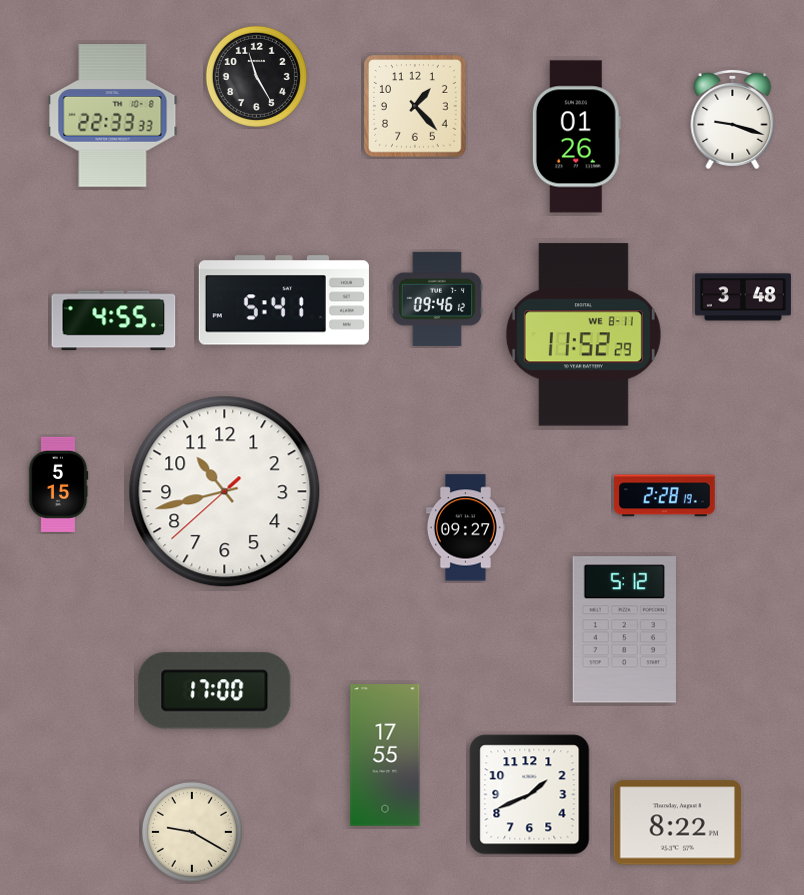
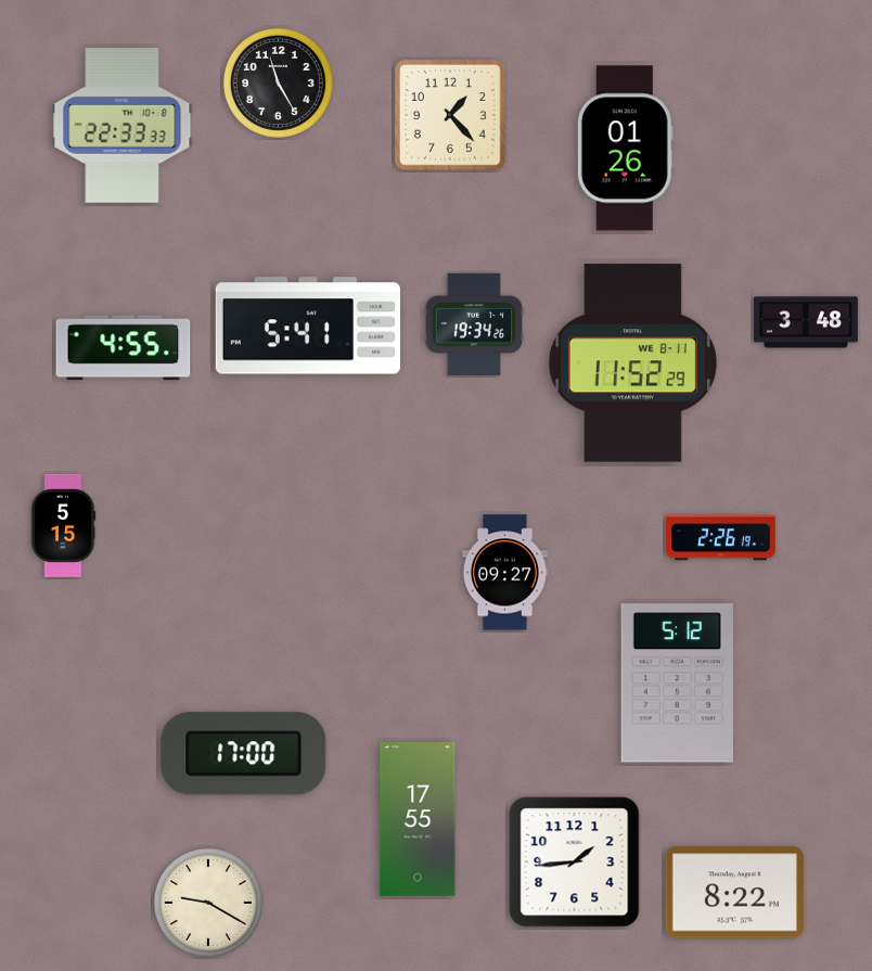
clock at (733, 119): 9:18 -> none
clock at (437, 299): 09:46 -> 19:34
clock at (225, 492): 10:42 -> none
clock at (665, 496): 2:28 -> 2:26
clock at (215, 691) position: (215, 691) -> (244, 754)
clock at (530, 795): 1:41 -> 1:44
